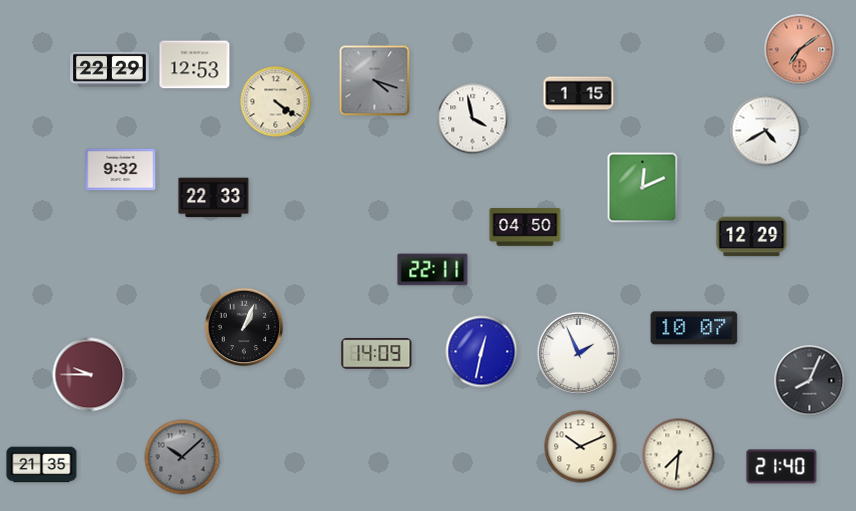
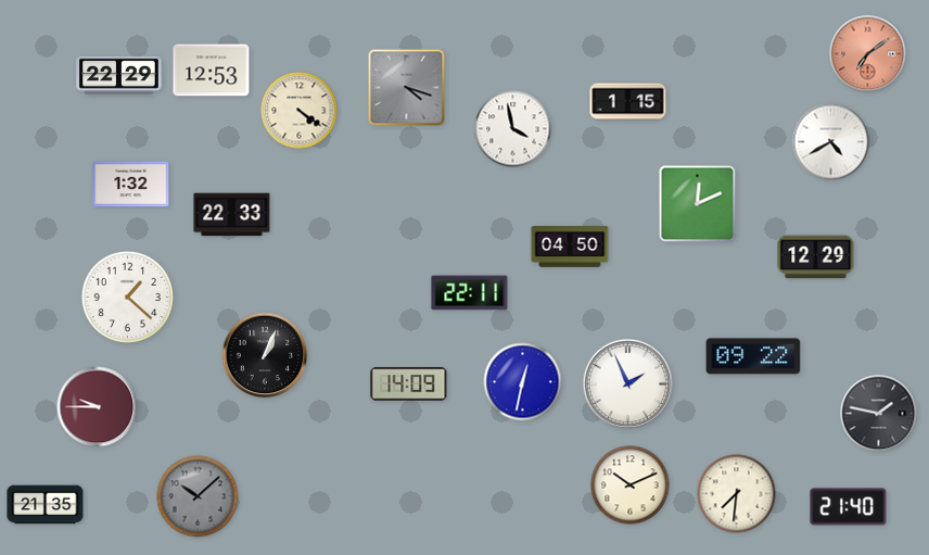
clock at (121, 170): 9:32 -> 1:32
clock at (128, 298): none -> 1:22
clock at (694, 328): 10:07 -> 09:22
clock at (810, 381): 8:04 -> 1:47
